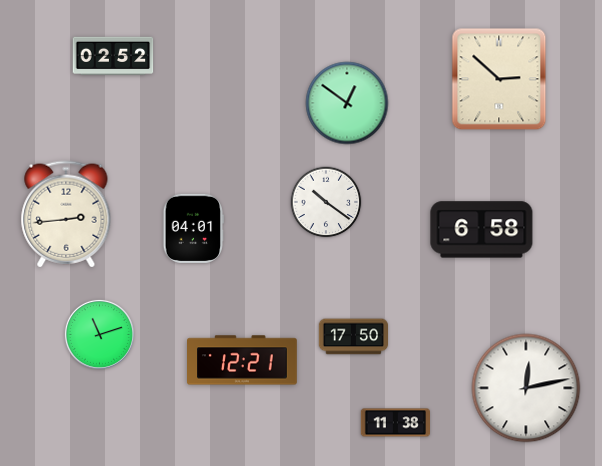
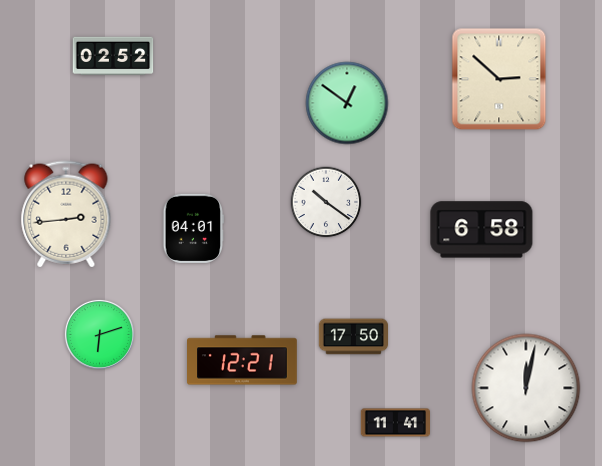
clock at (99, 334): 11:12 -> 6:12
clock at (526, 388): 12:13 -> 12:02
clock at (395, 423): 11:38 -> 11:41
